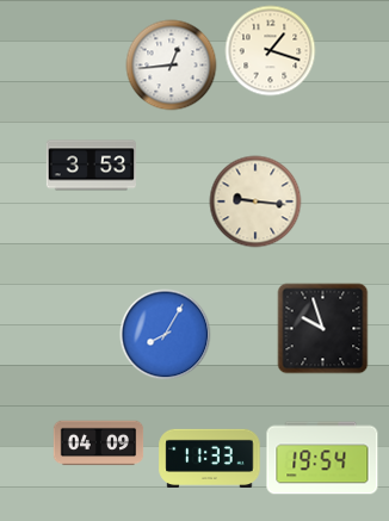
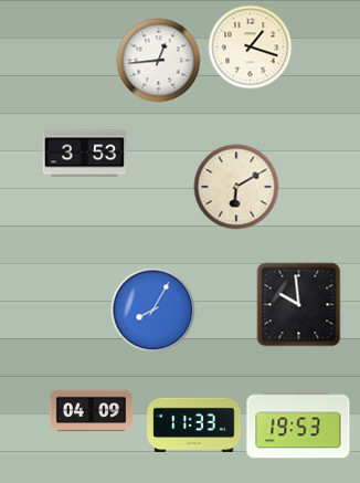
clock at (255, 201): 9:16 -> 6:10
clock at (323, 329): 9:57 -> 9:59
clock at (322, 458): 19:54 -> 19:53
